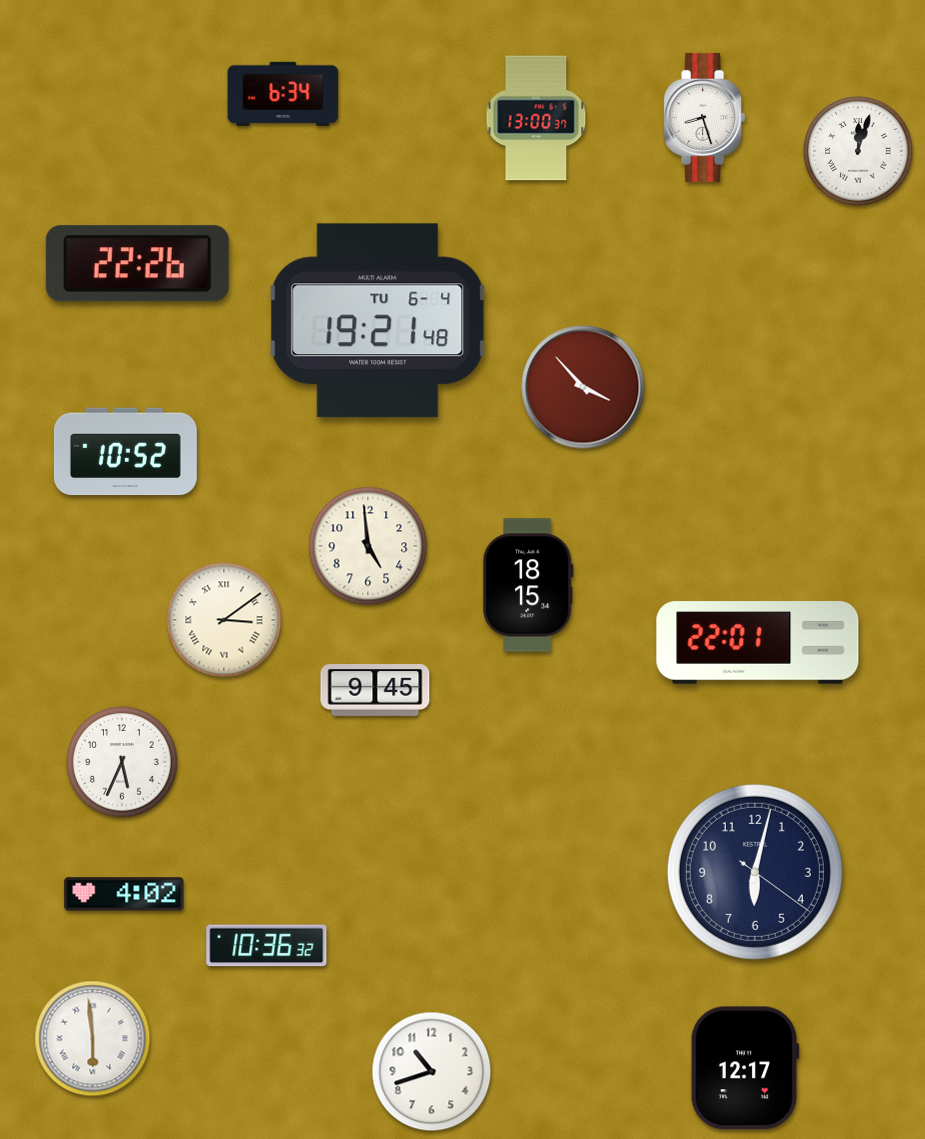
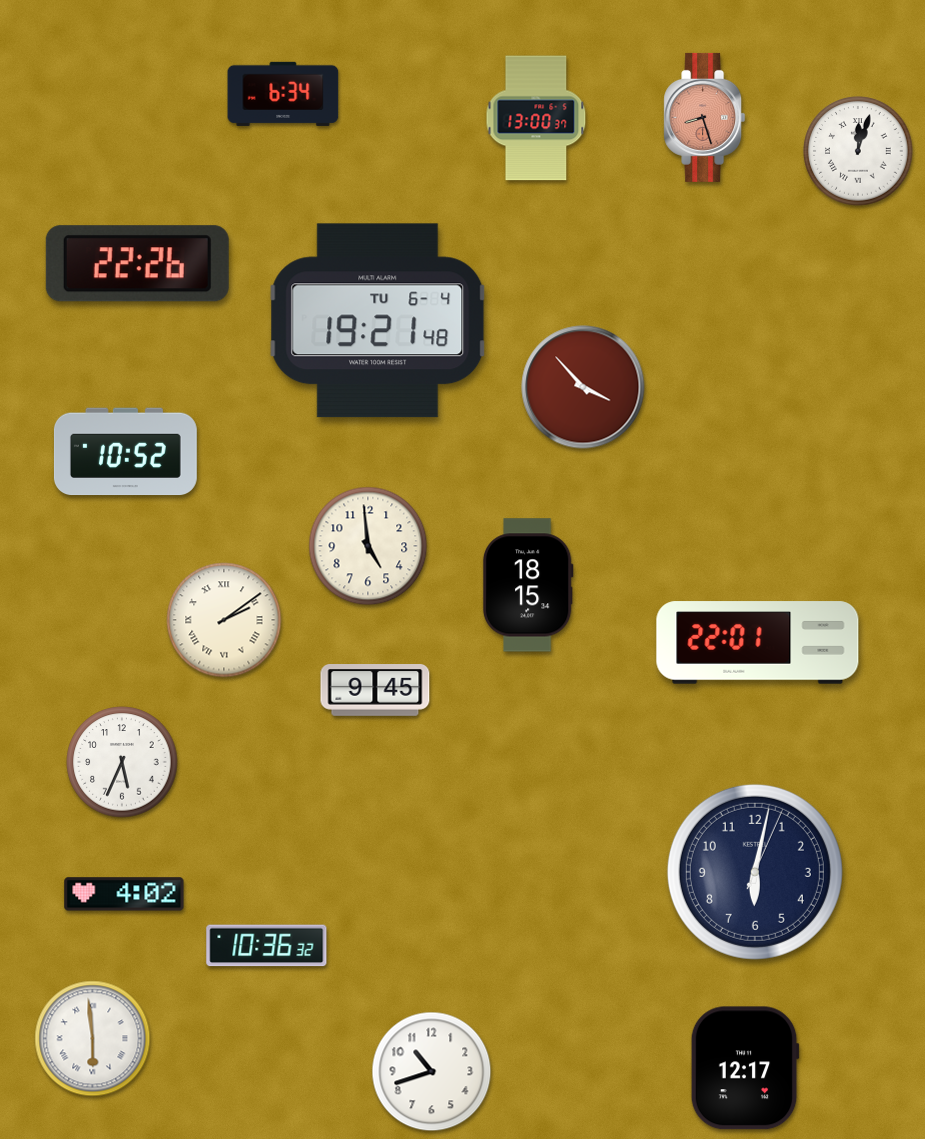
clock at (705, 117) dial: white -> salmon
clock at (224, 620): 3:09 -> 2:09
clock at (755, 872): 6:02:21 -> 6:02:04
